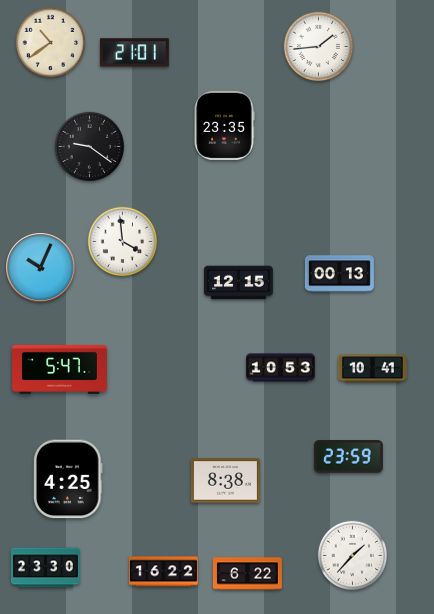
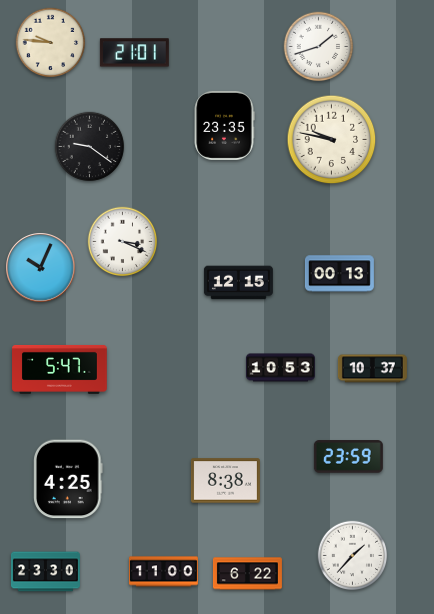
clock at (51, 43): 10:39 -> 9:46
clock at (319, 47): 1:44 -> 1:42
clock at (332, 140): none -> 9:47
clock at (123, 242): 3:59 -> 3:19
clock at (372, 369): 10:41 -> 10:37
clock at (45, 568) position: (45, 568) -> (45, 572)
clock at (163, 572): 16:22 -> 11:00
